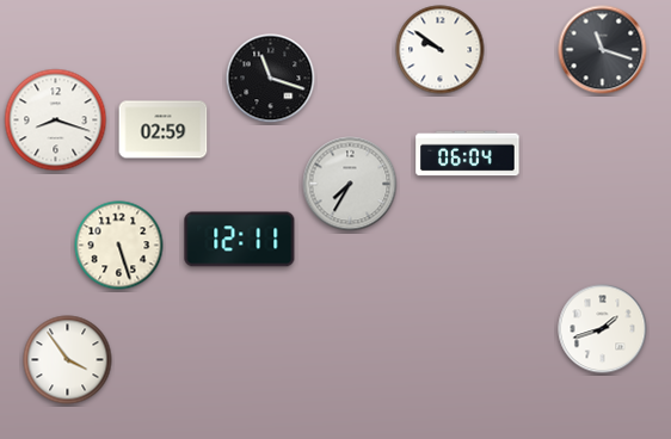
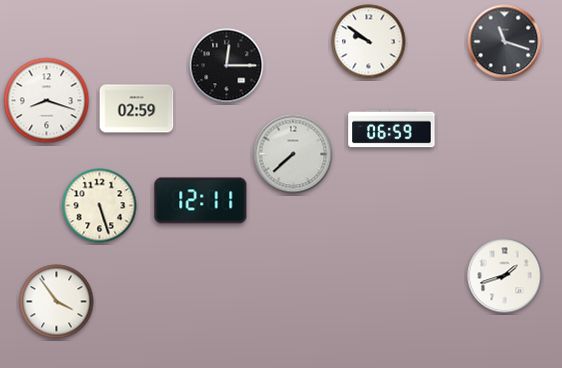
clock at (271, 79): 11:18 -> 12:15
clock at (468, 154): 06:04 -> 06:59
clock at (350, 184): 7:35 -> 7:38
